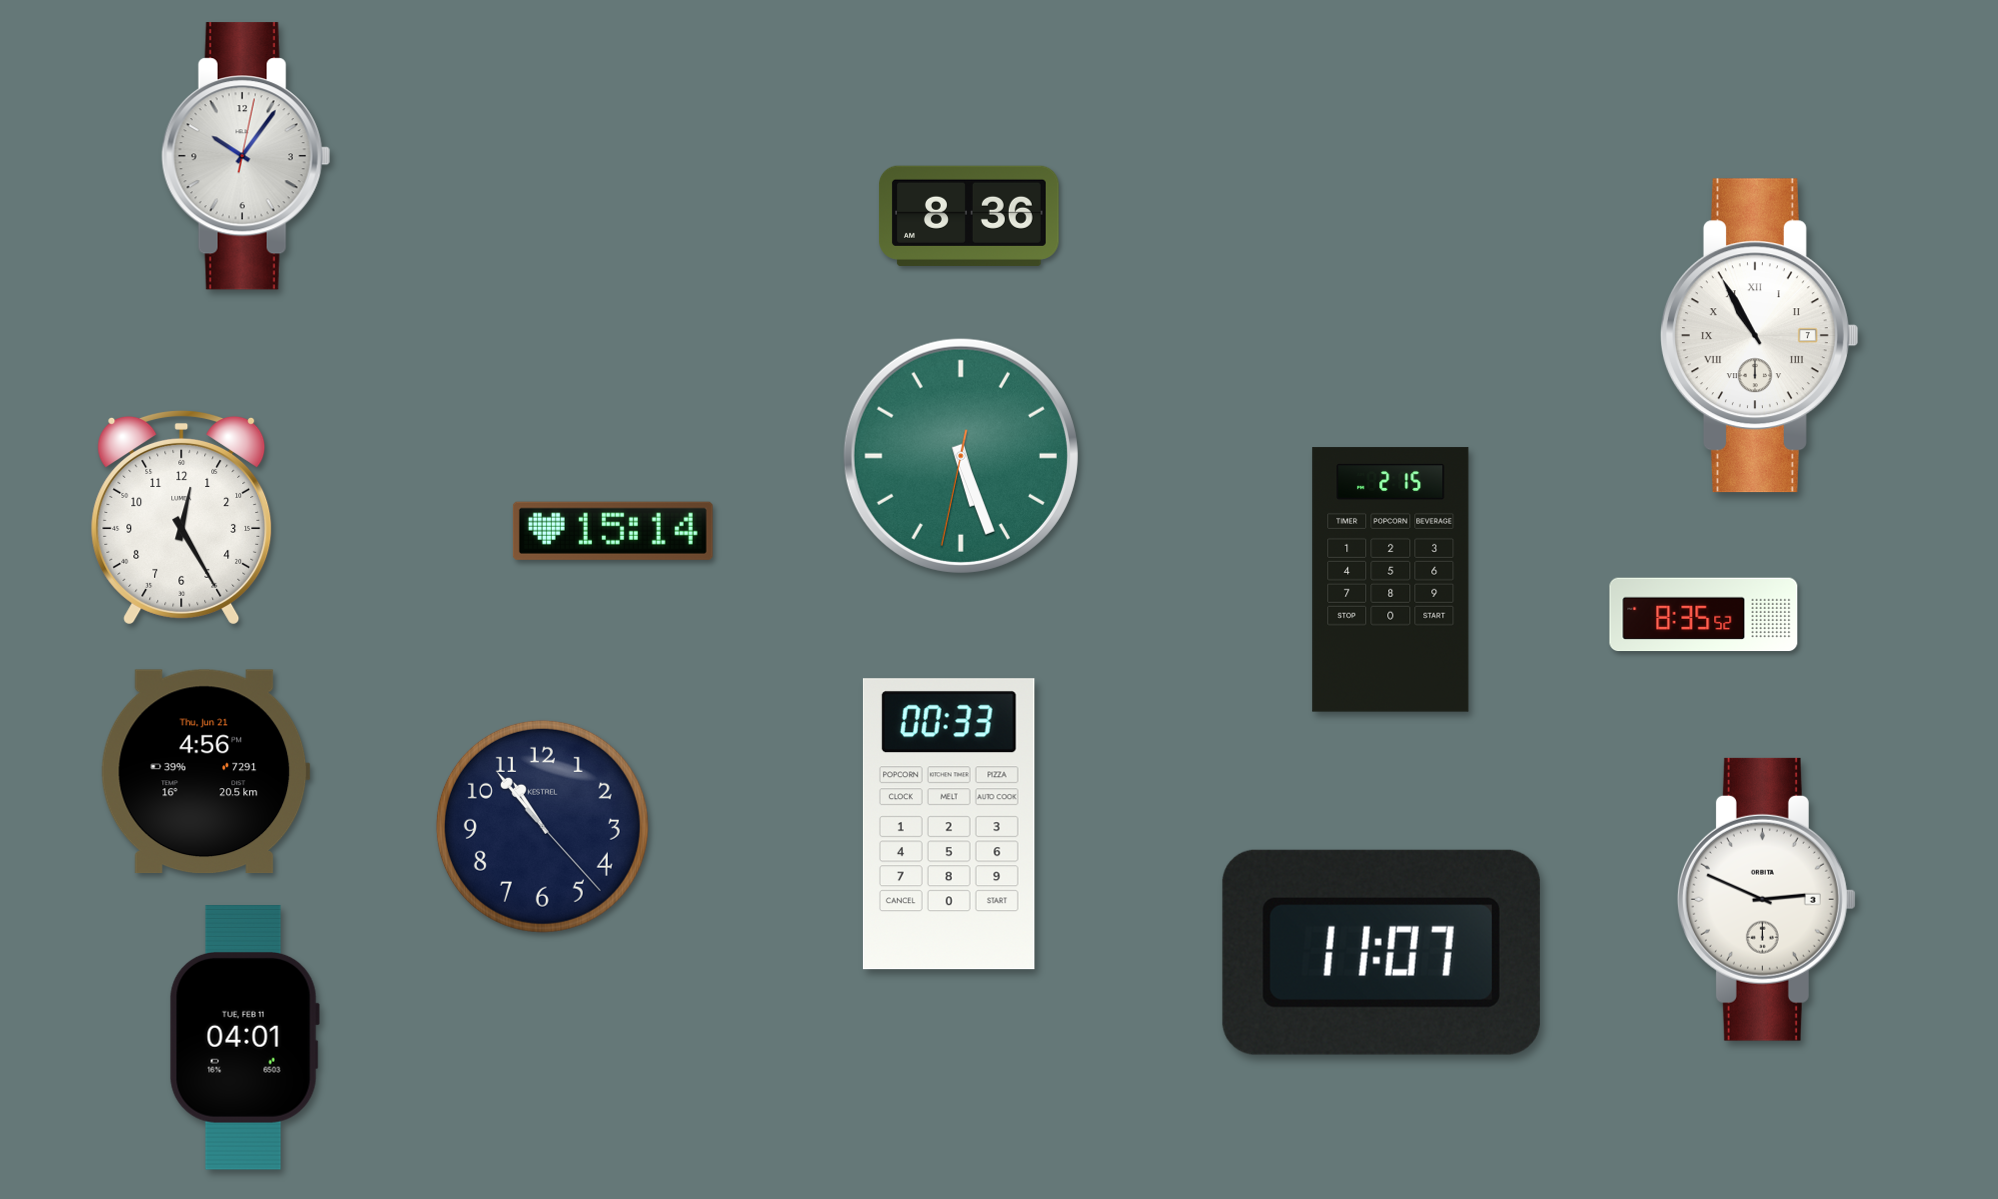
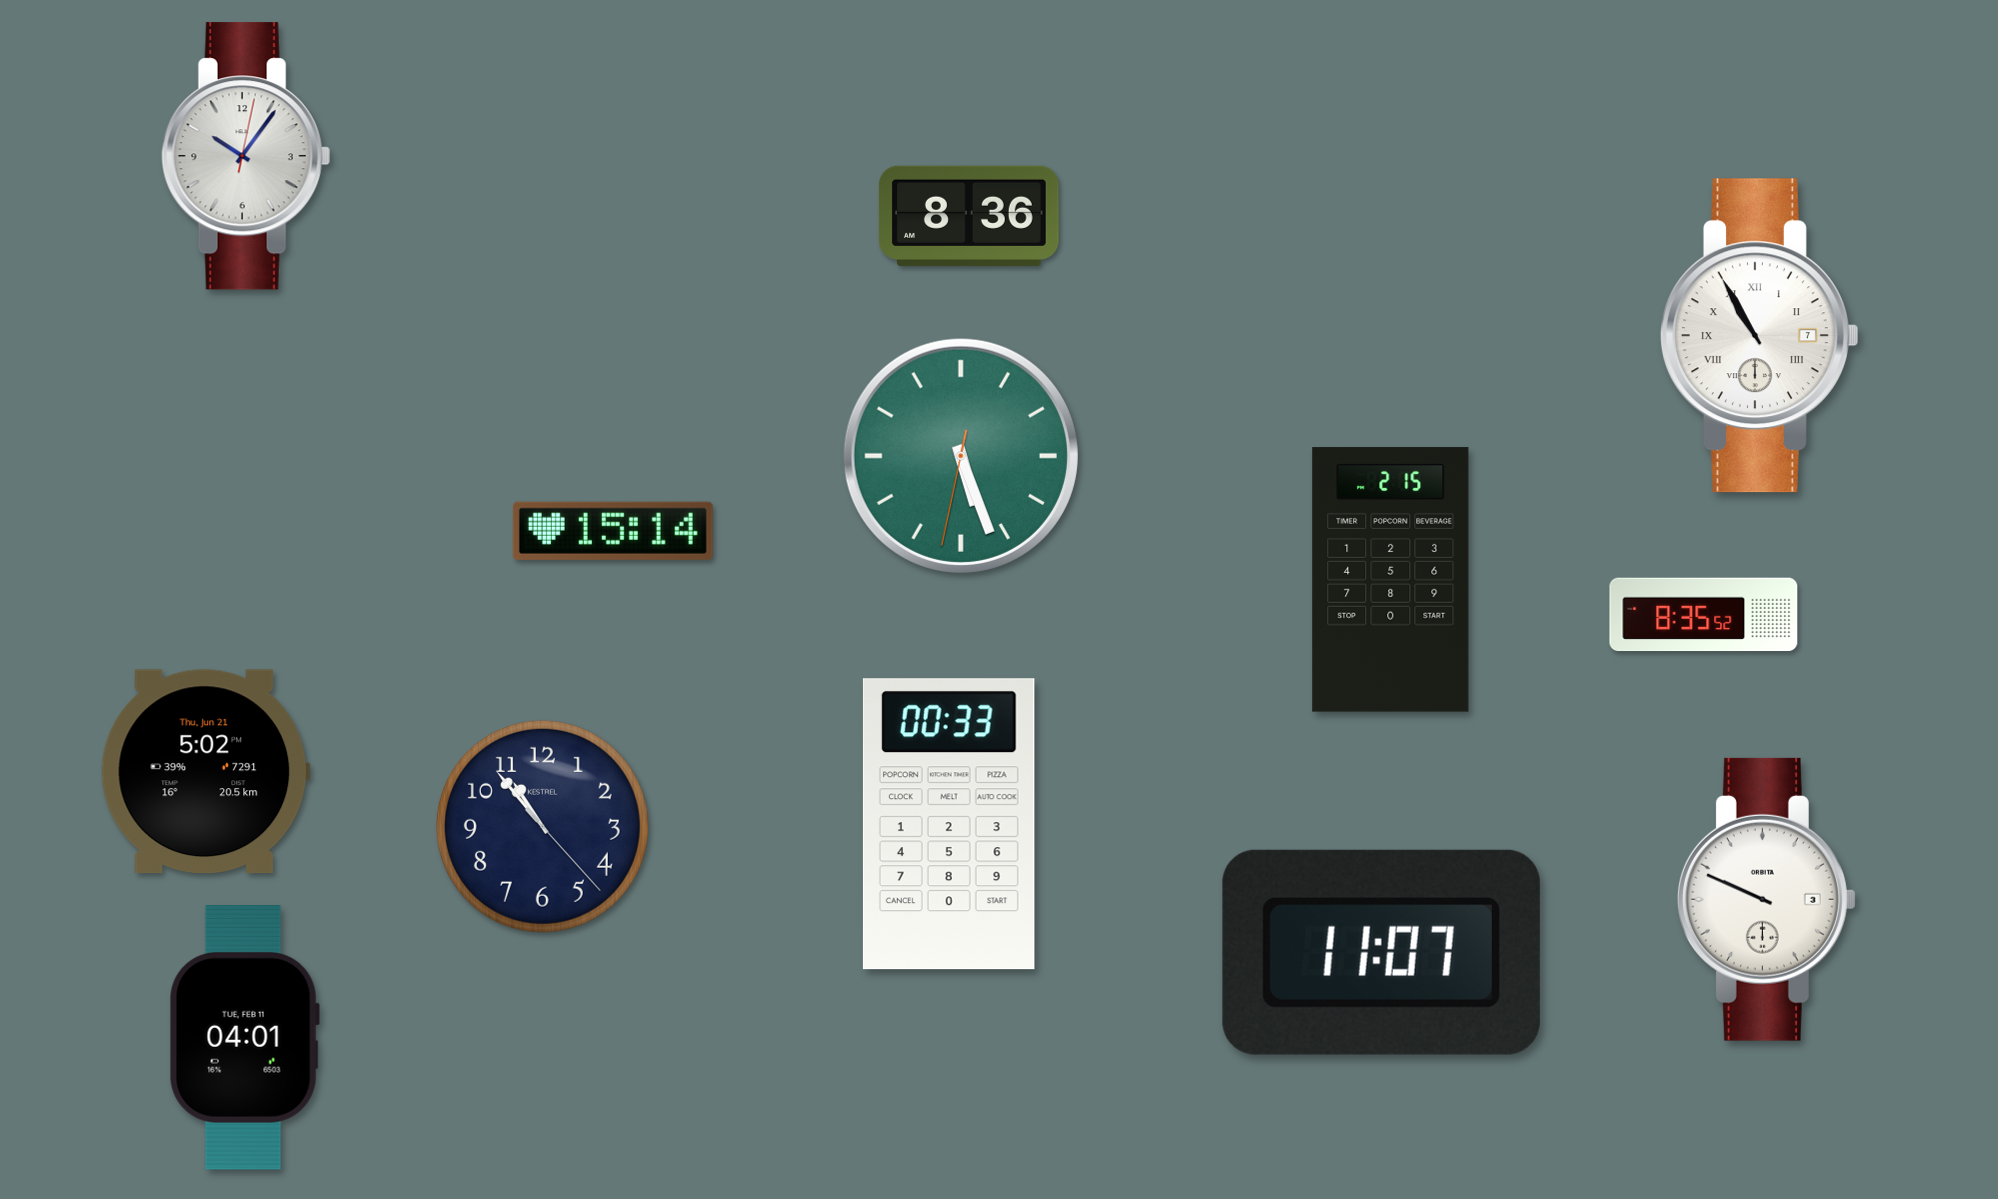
clock at (182, 517): 12:25 -> none
clock at (205, 772): 4:56 -> 5:02
clock at (1766, 899): 2:49 -> 9:49
